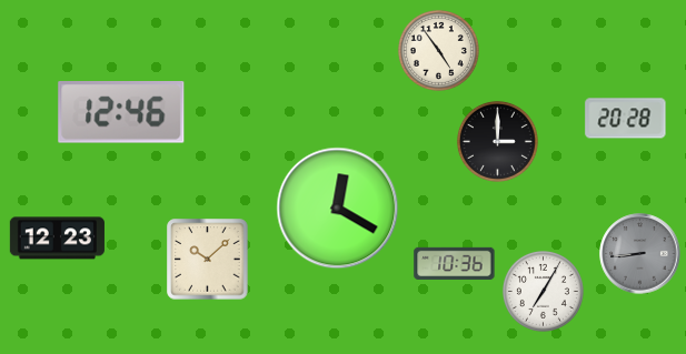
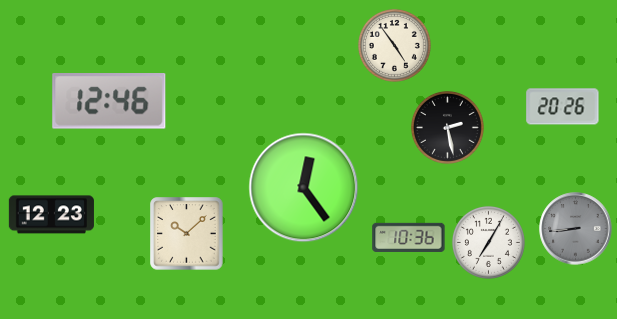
clock at (626, 119): 20:28 -> 20:26
clock at (497, 141): 3:00 -> 2:28
clock at (338, 209): 12:20 -> 12:24
clock at (543, 291) position: (543, 291) -> (488, 242)
